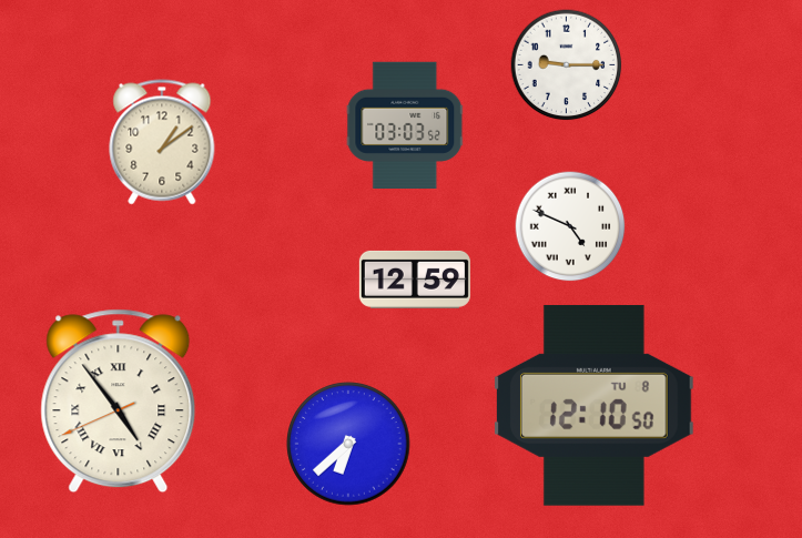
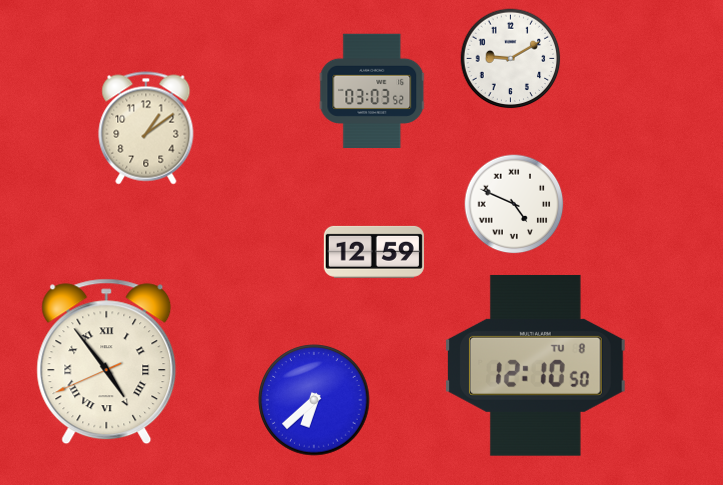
clock at (567, 65): 9:15 -> 9:10
clock at (405, 124) position: (405, 124) -> (372, 90)
